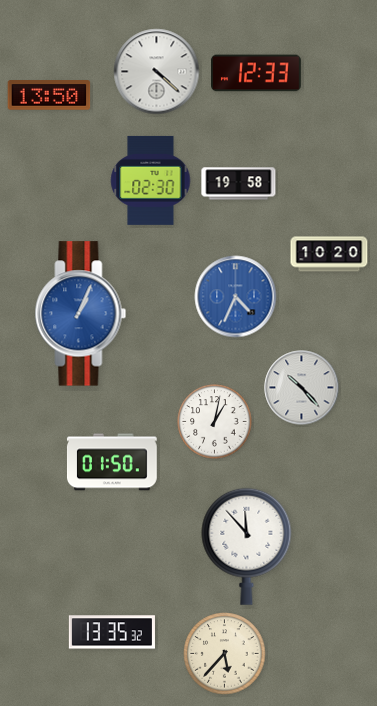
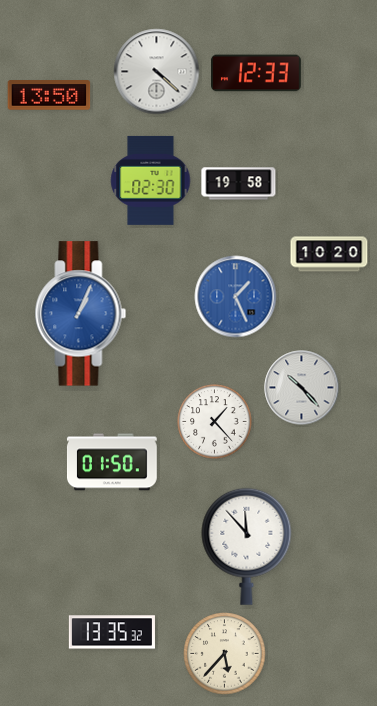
clock at (236, 297): 4:34 -> 1:26
clock at (215, 422): 1:02 -> 1:23
